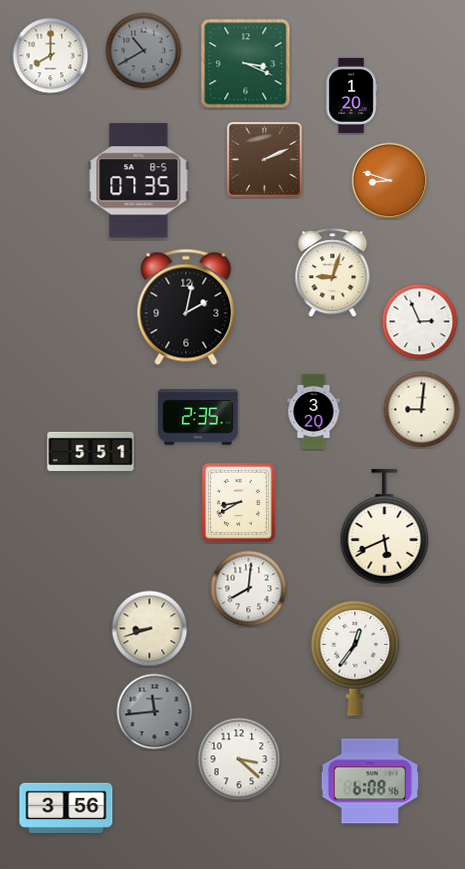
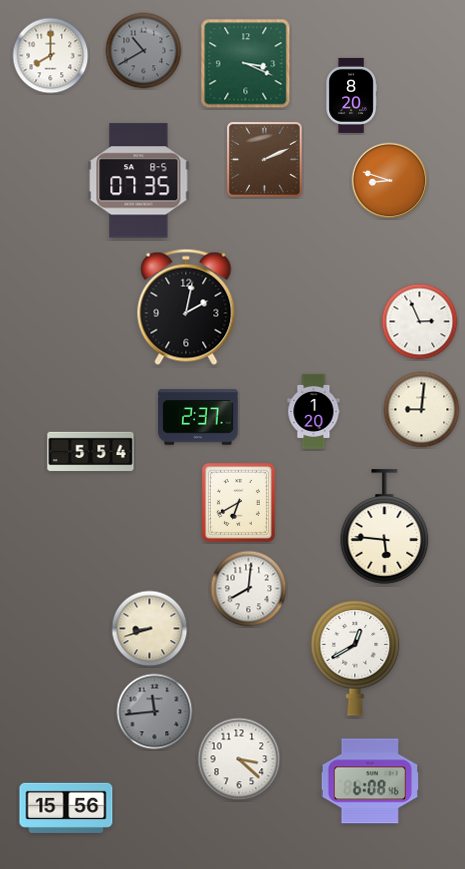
clock at (351, 95): 1:20 -> 8:20
clock at (333, 273): 9:03 -> none
clock at (314, 411): 3:20 -> 1:20
clock at (198, 417): 2:35 -> 2:37
clock at (91, 452): 5:51 -> 5:54
clock at (238, 502): 8:40 -> 6:40
clock at (385, 527): 5:41 -> 5:46
clock at (355, 659): 12:36 -> 12:40
clock at (66, 808): 3:56 -> 15:56
